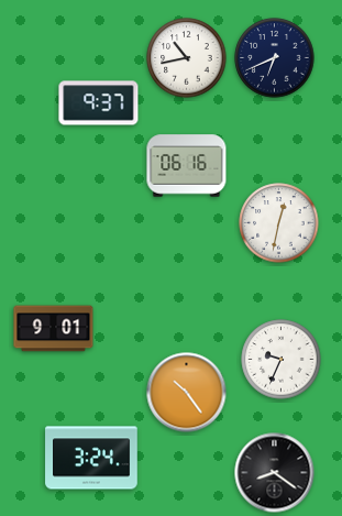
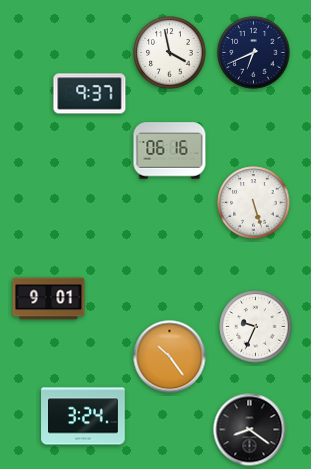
clock at (187, 58): 10:43 -> 3:58
clock at (275, 58) position: (275, 58) -> (254, 53)
clock at (279, 223): 12:32 -> 5:27
